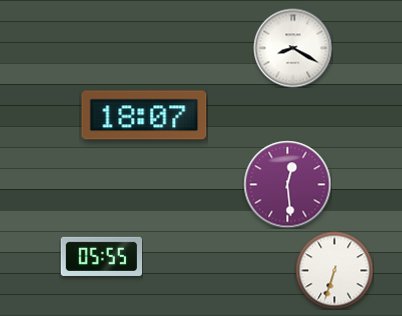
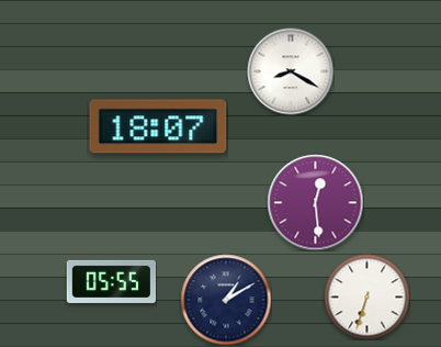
clock at (293, 48) position: (293, 48) -> (291, 71)
clock at (226, 300): none -> 1:10
